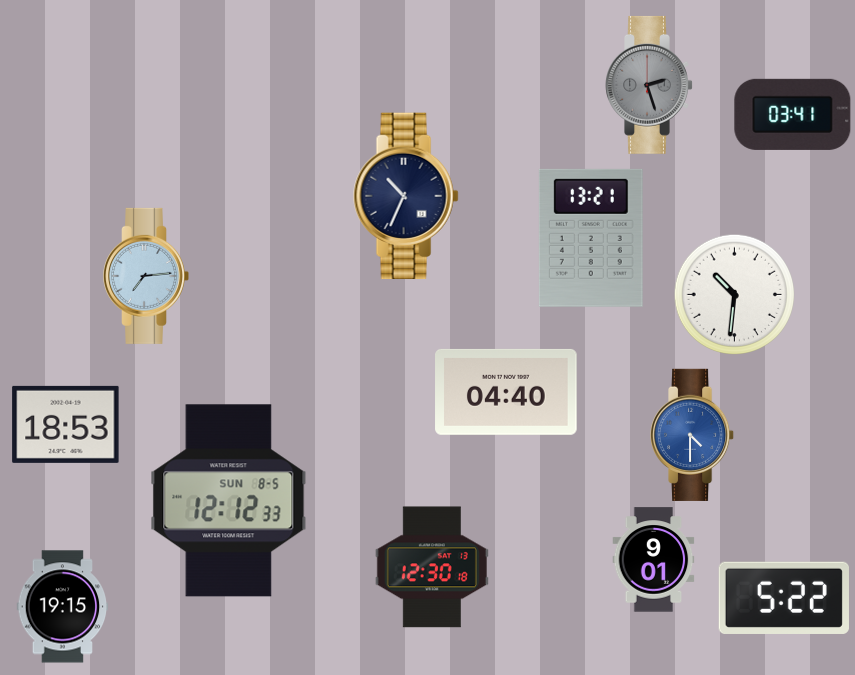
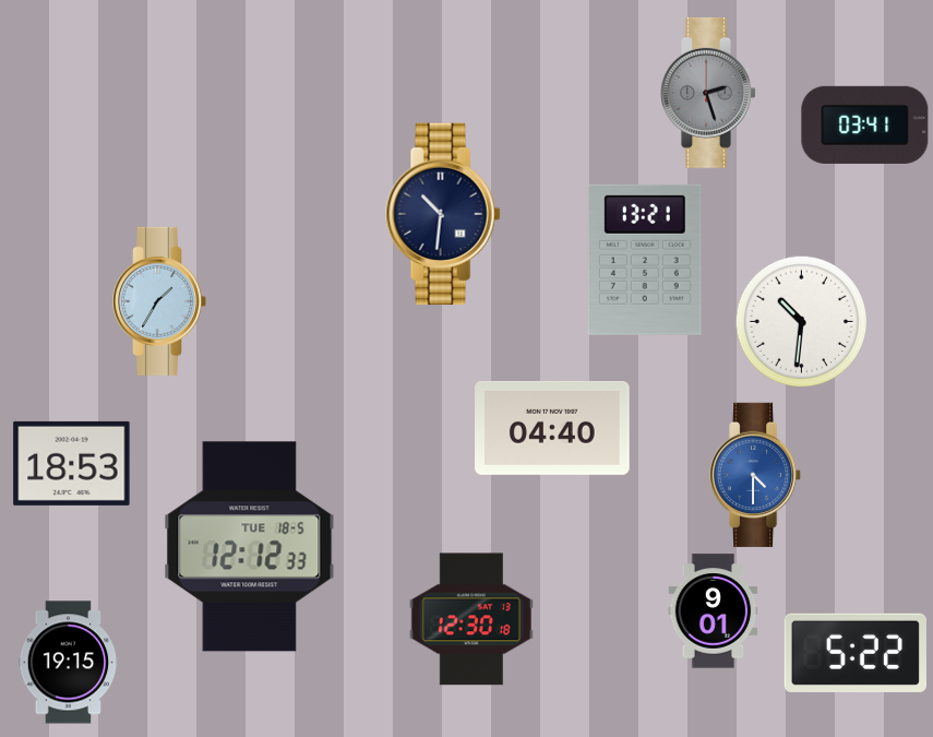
clock at (406, 196): 10:34 -> 10:31
clock at (146, 276): 7:14 -> 1:35
clock at (229, 501) date: SUN 8-5 -> TUE 18-5
